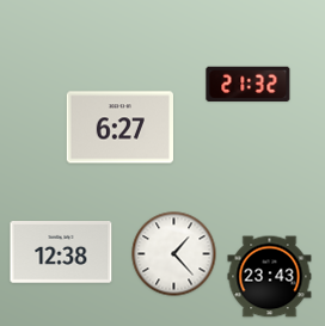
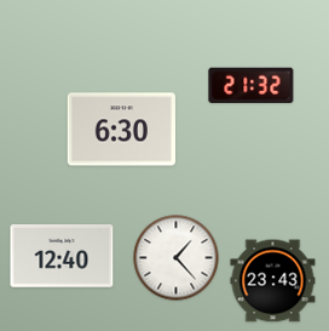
clock at (119, 128): 6:27 -> 6:30
clock at (61, 252): 12:38 -> 12:40
